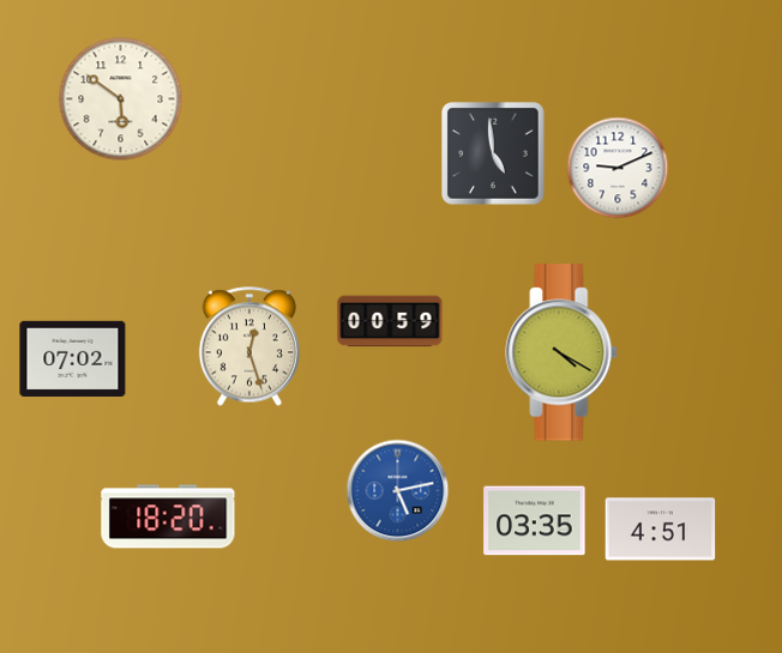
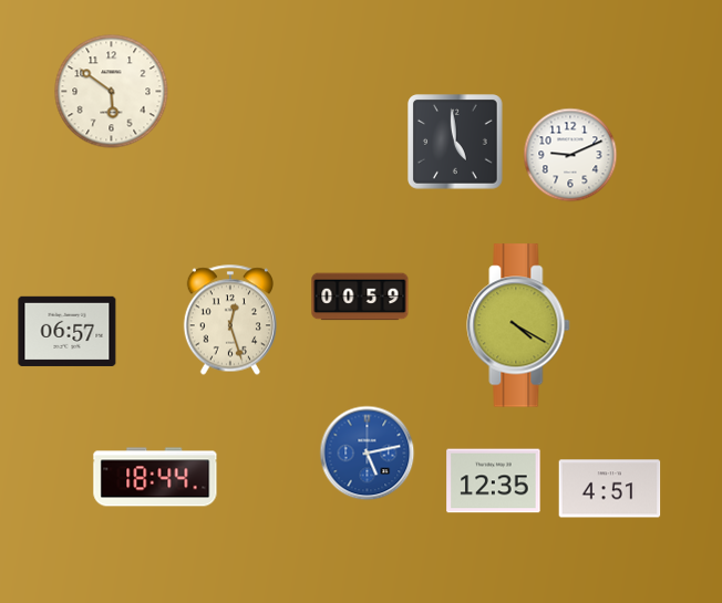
clock at (73, 358): 07:02 -> 06:57
clock at (168, 516): 18:20 -> 18:44
clock at (535, 521): 03:35 -> 12:35
